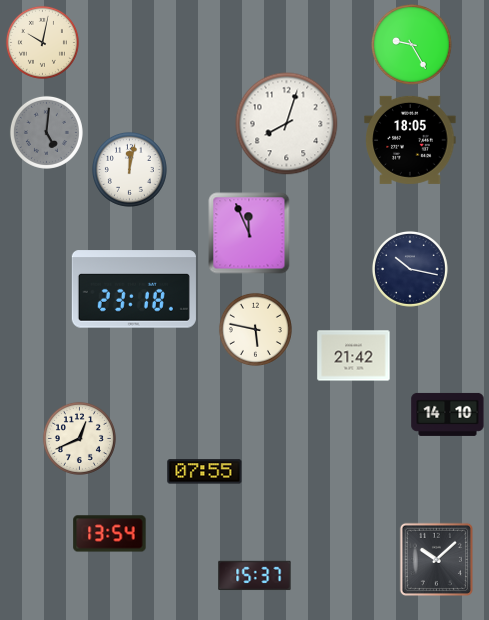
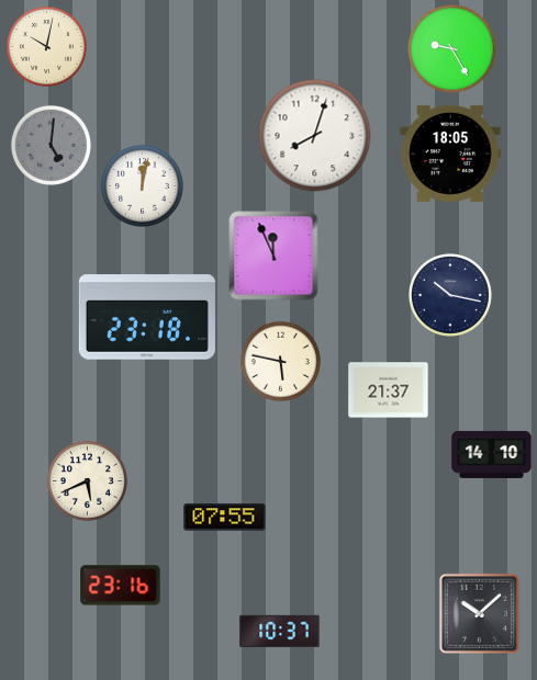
clock at (354, 356): 21:42 -> 21:37
clock at (79, 438): 12:41 -> 5:41
clock at (110, 534): 13:54 -> 23:16
clock at (255, 576): 15:37 -> 10:37
